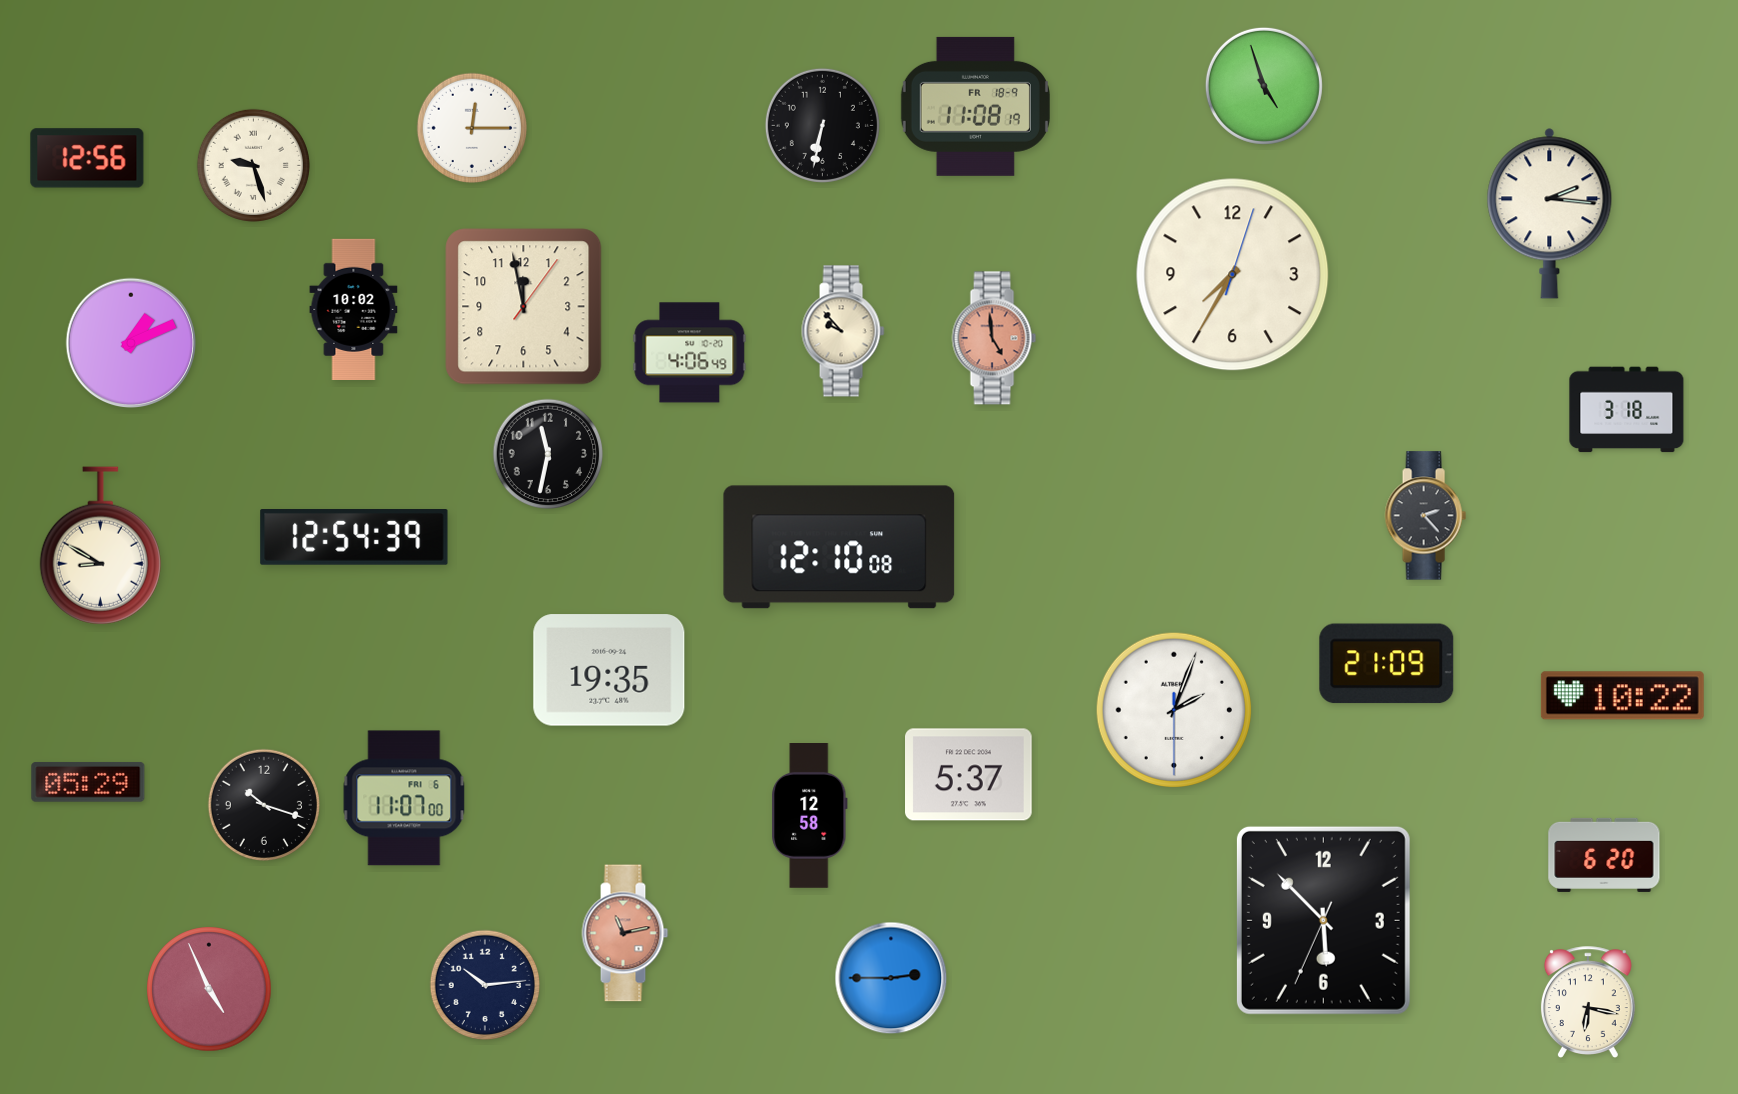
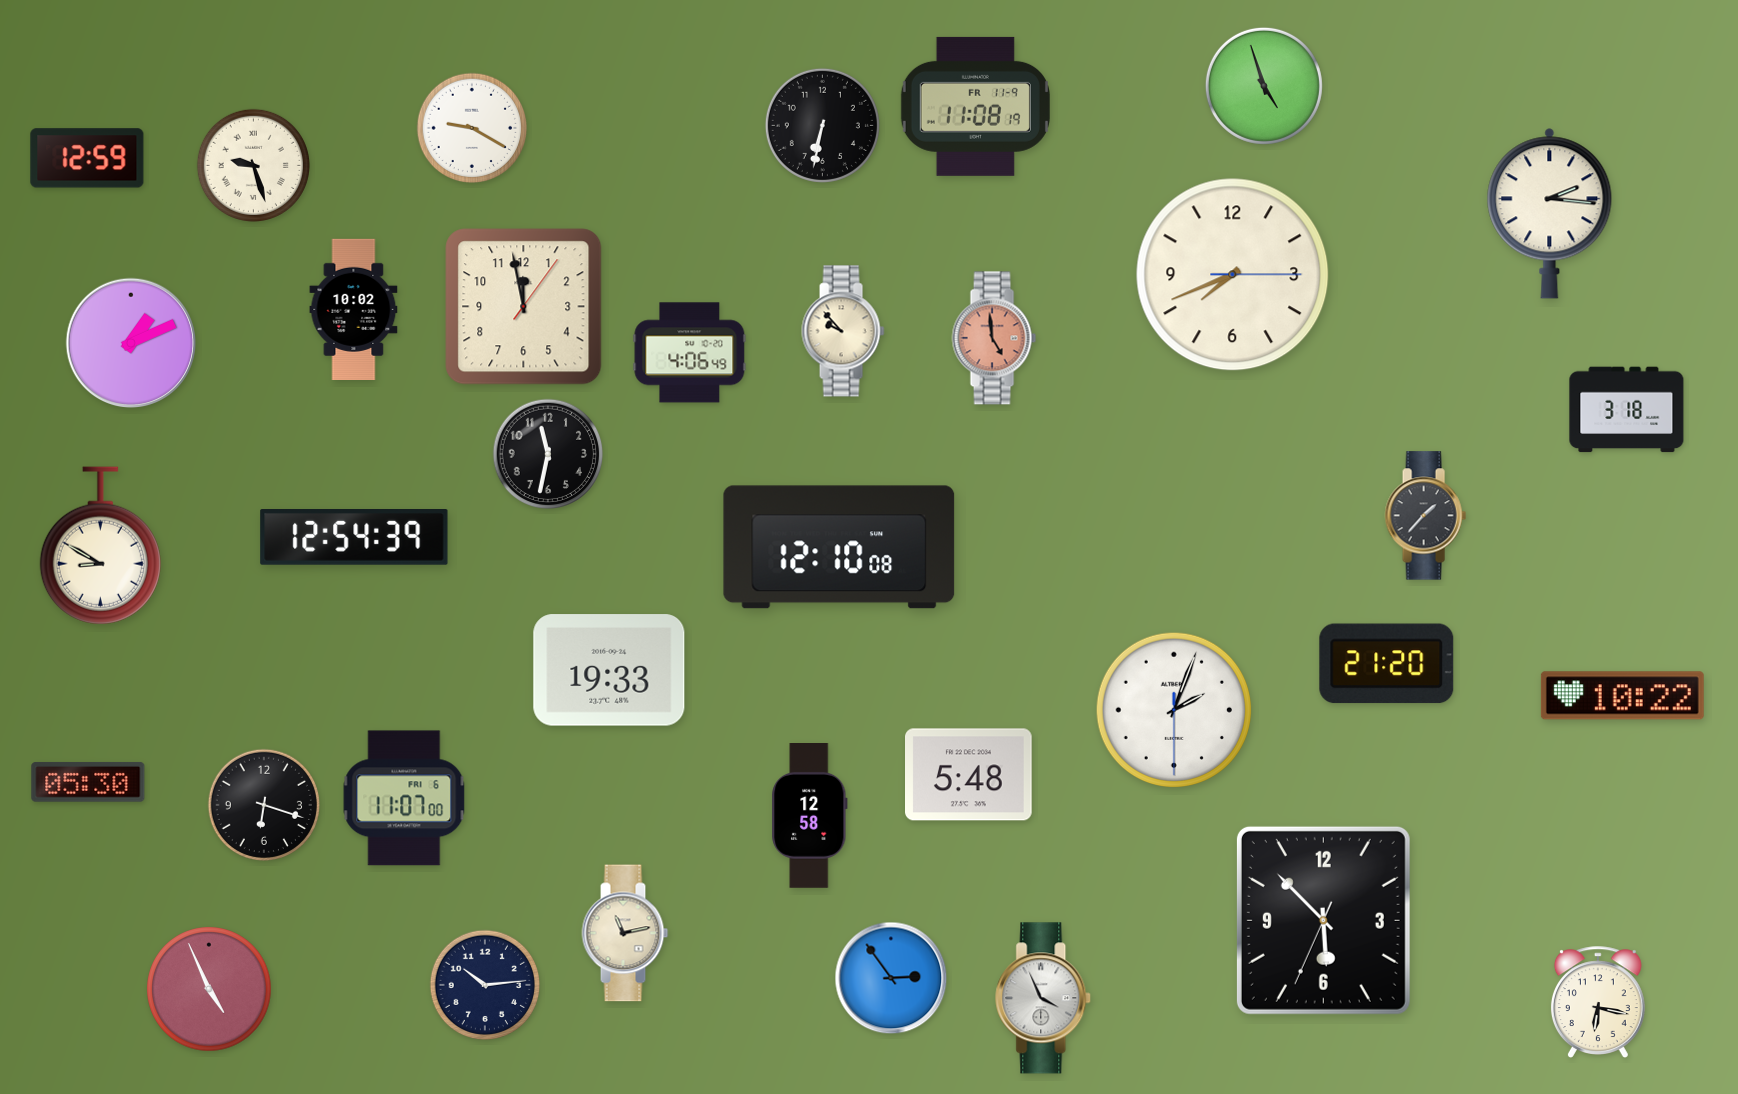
clock at (975, 106) date: FR 18-9 -> FR 11-9
clock at (472, 128): 12:15 -> 9:20
clock at (87, 158): 12:56 -> 12:59
clock at (1233, 275): 7:35 -> 7:41
clock at (1425, 516): 2:23 -> 1:37
clock at (1387, 664): 21:09 -> 21:20
clock at (609, 670): 19:35 -> 19:33
clock at (969, 775): 5:37 -> 5:48
clock at (88, 782): 05:29 -> 05:30
clock at (263, 804): 10:18 -> 6:18
clock at (1604, 855): 6:20 -> none
clock at (625, 933) dial: salmon -> cream
clock at (891, 978): 2:45 -> 2:54
clock at (1044, 998): none -> 3:56
clock at (1588, 1002) position: (1588, 1002) -> (1598, 1002)
